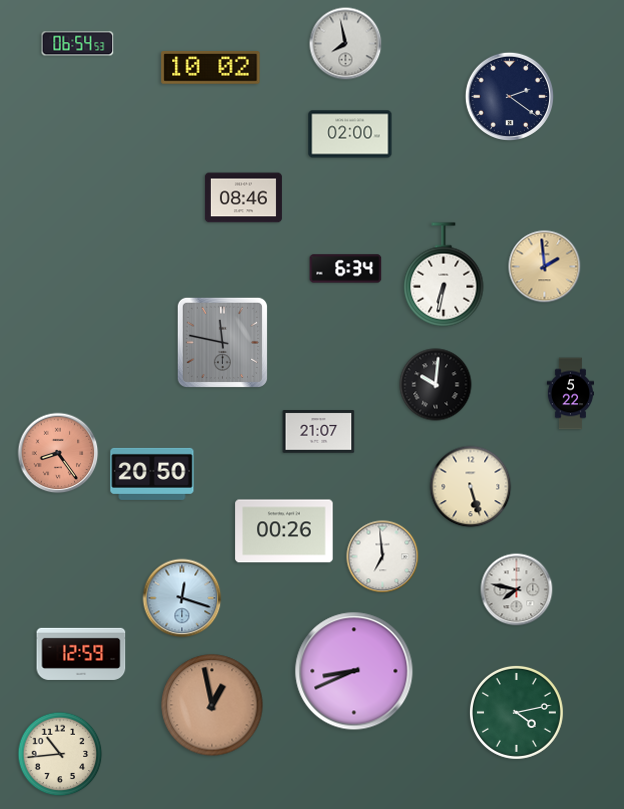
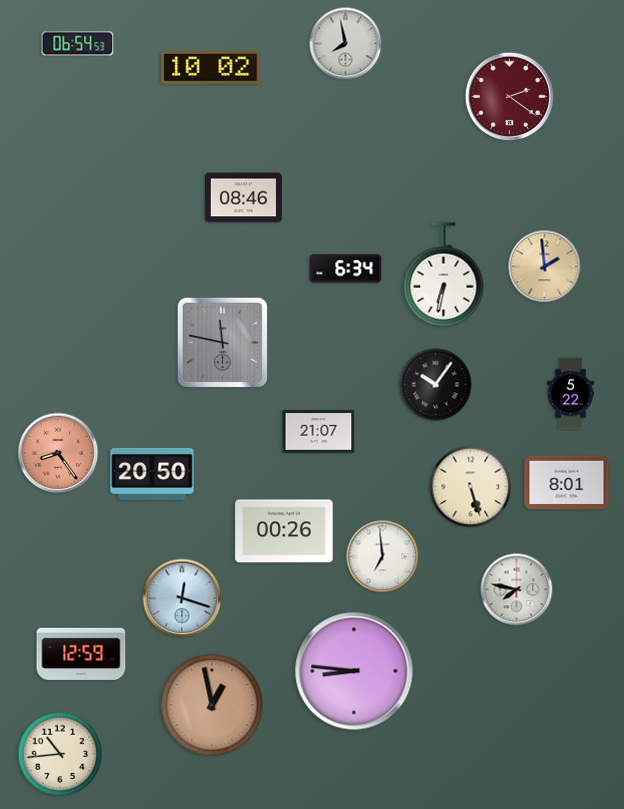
clock at (509, 96) dial: navy -> burgundy
clock at (350, 134): 02:00 -> none
clock at (436, 385): 10:01 -> 10:06
clock at (567, 483): none -> 8:01
clock at (354, 671): 8:41 -> 8:46
clock at (516, 712): 4:13 -> none
